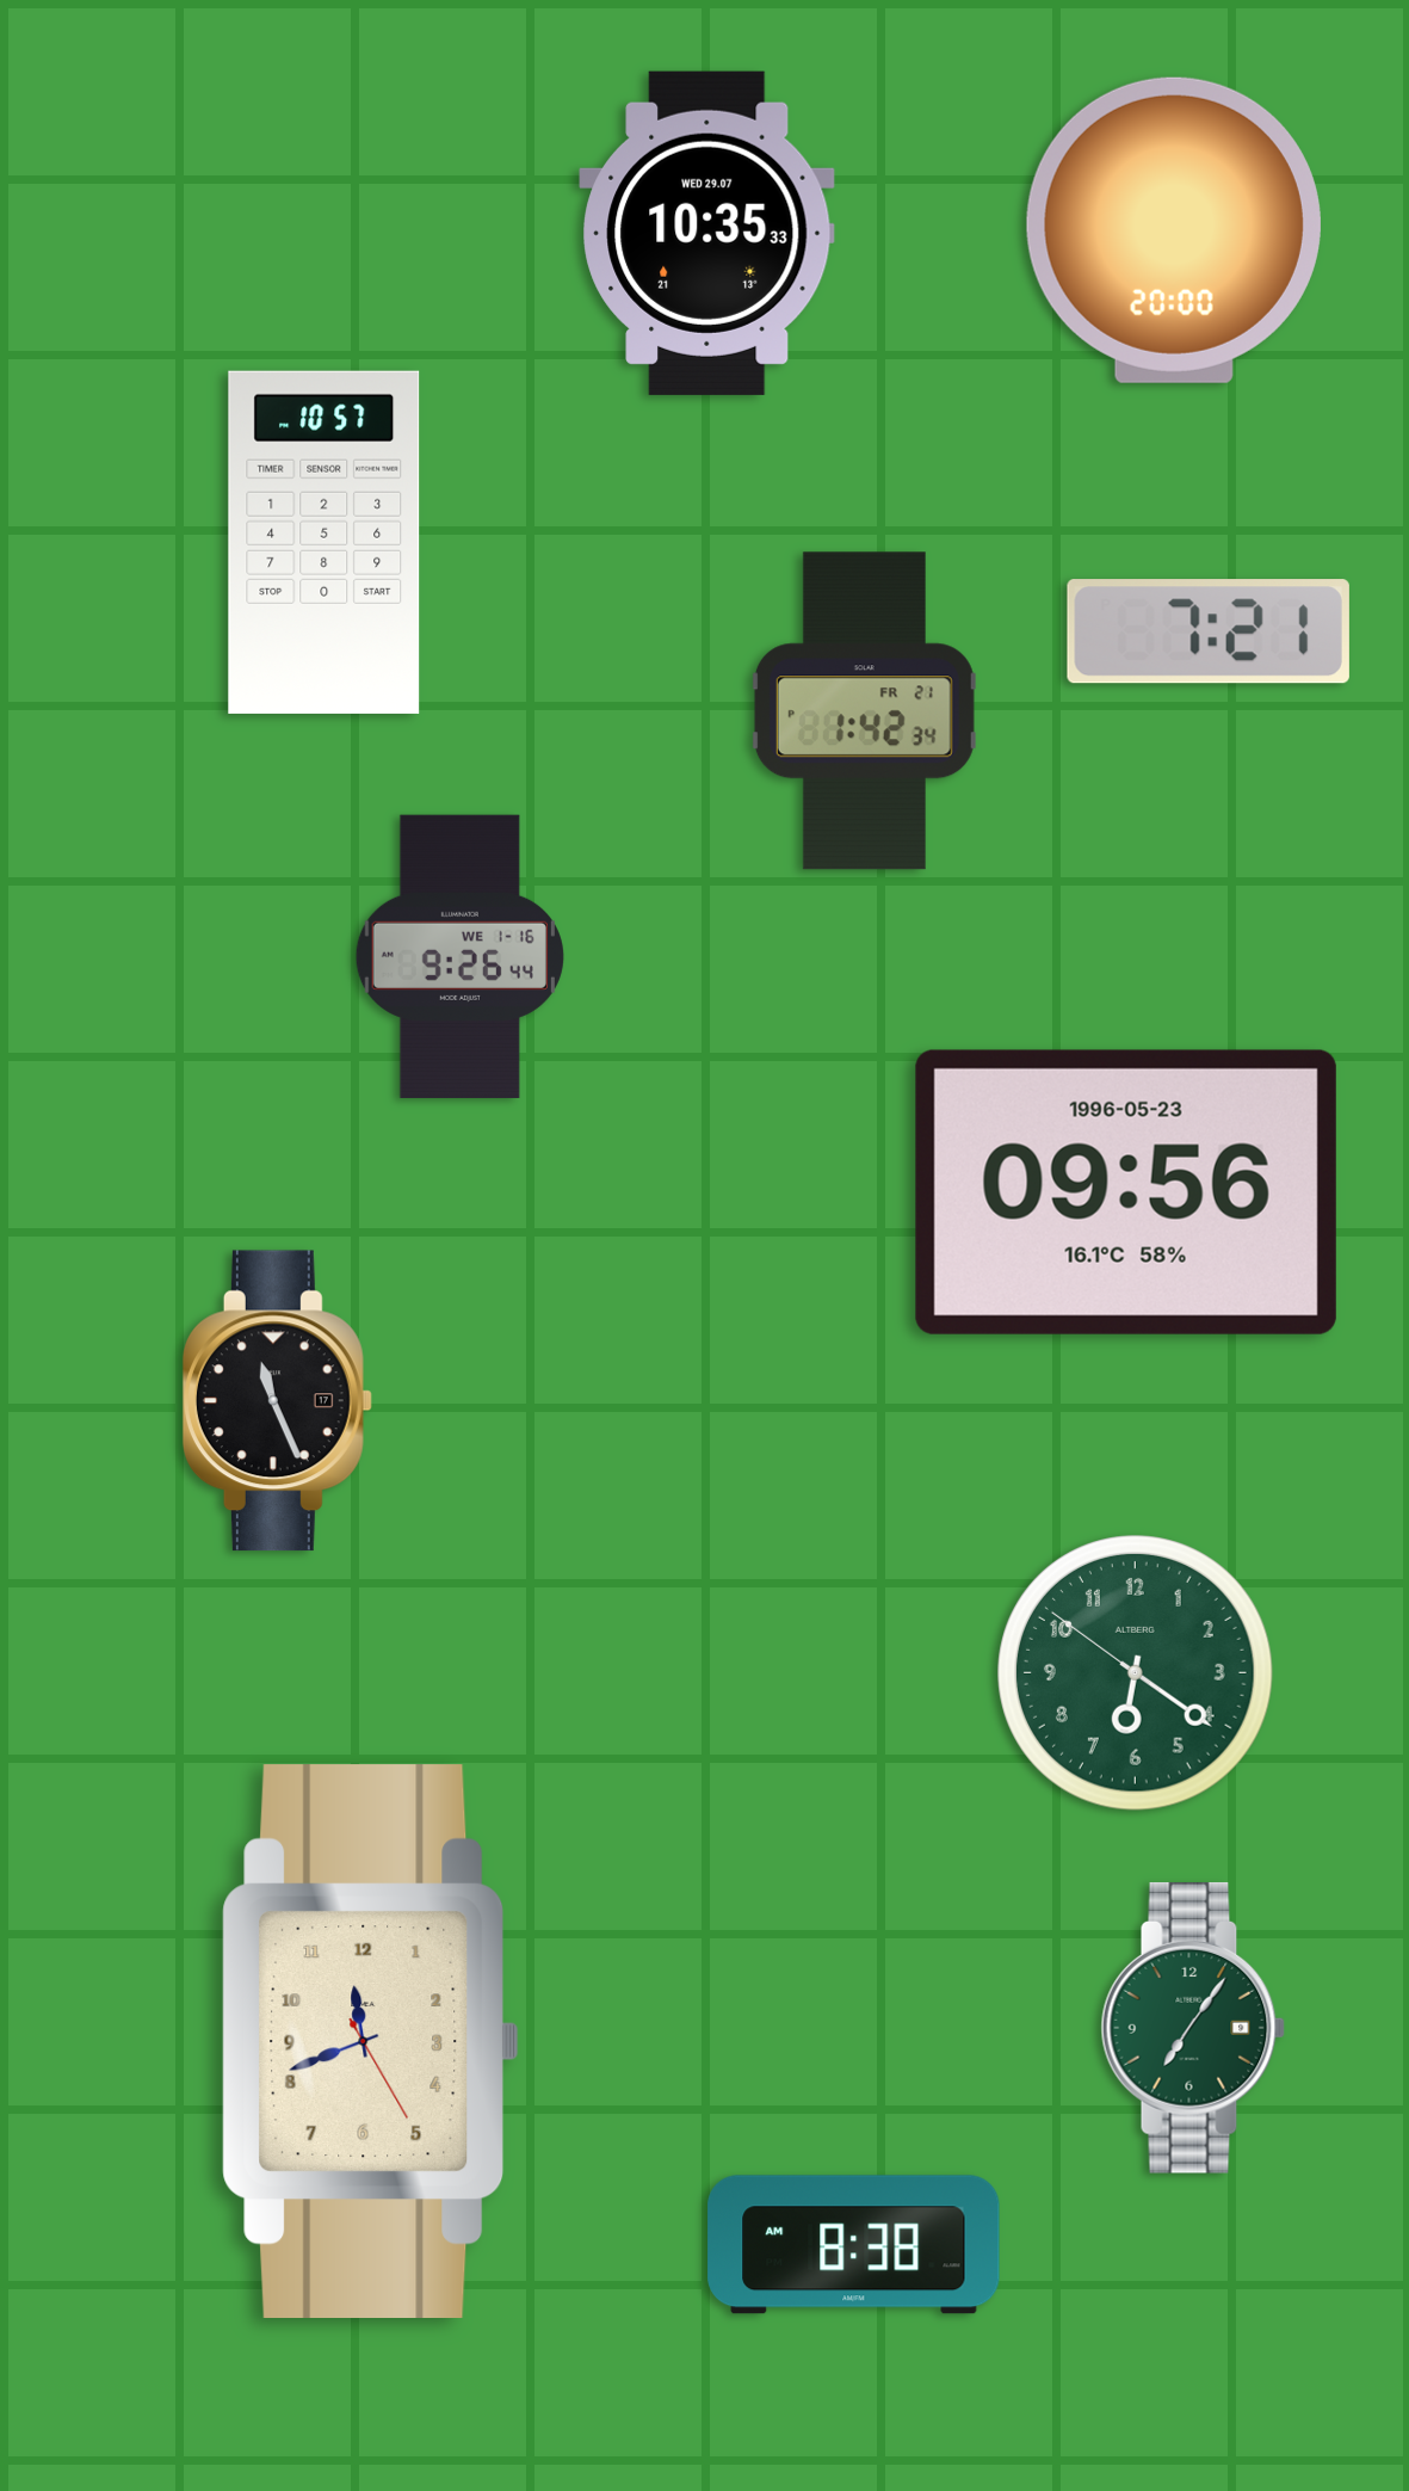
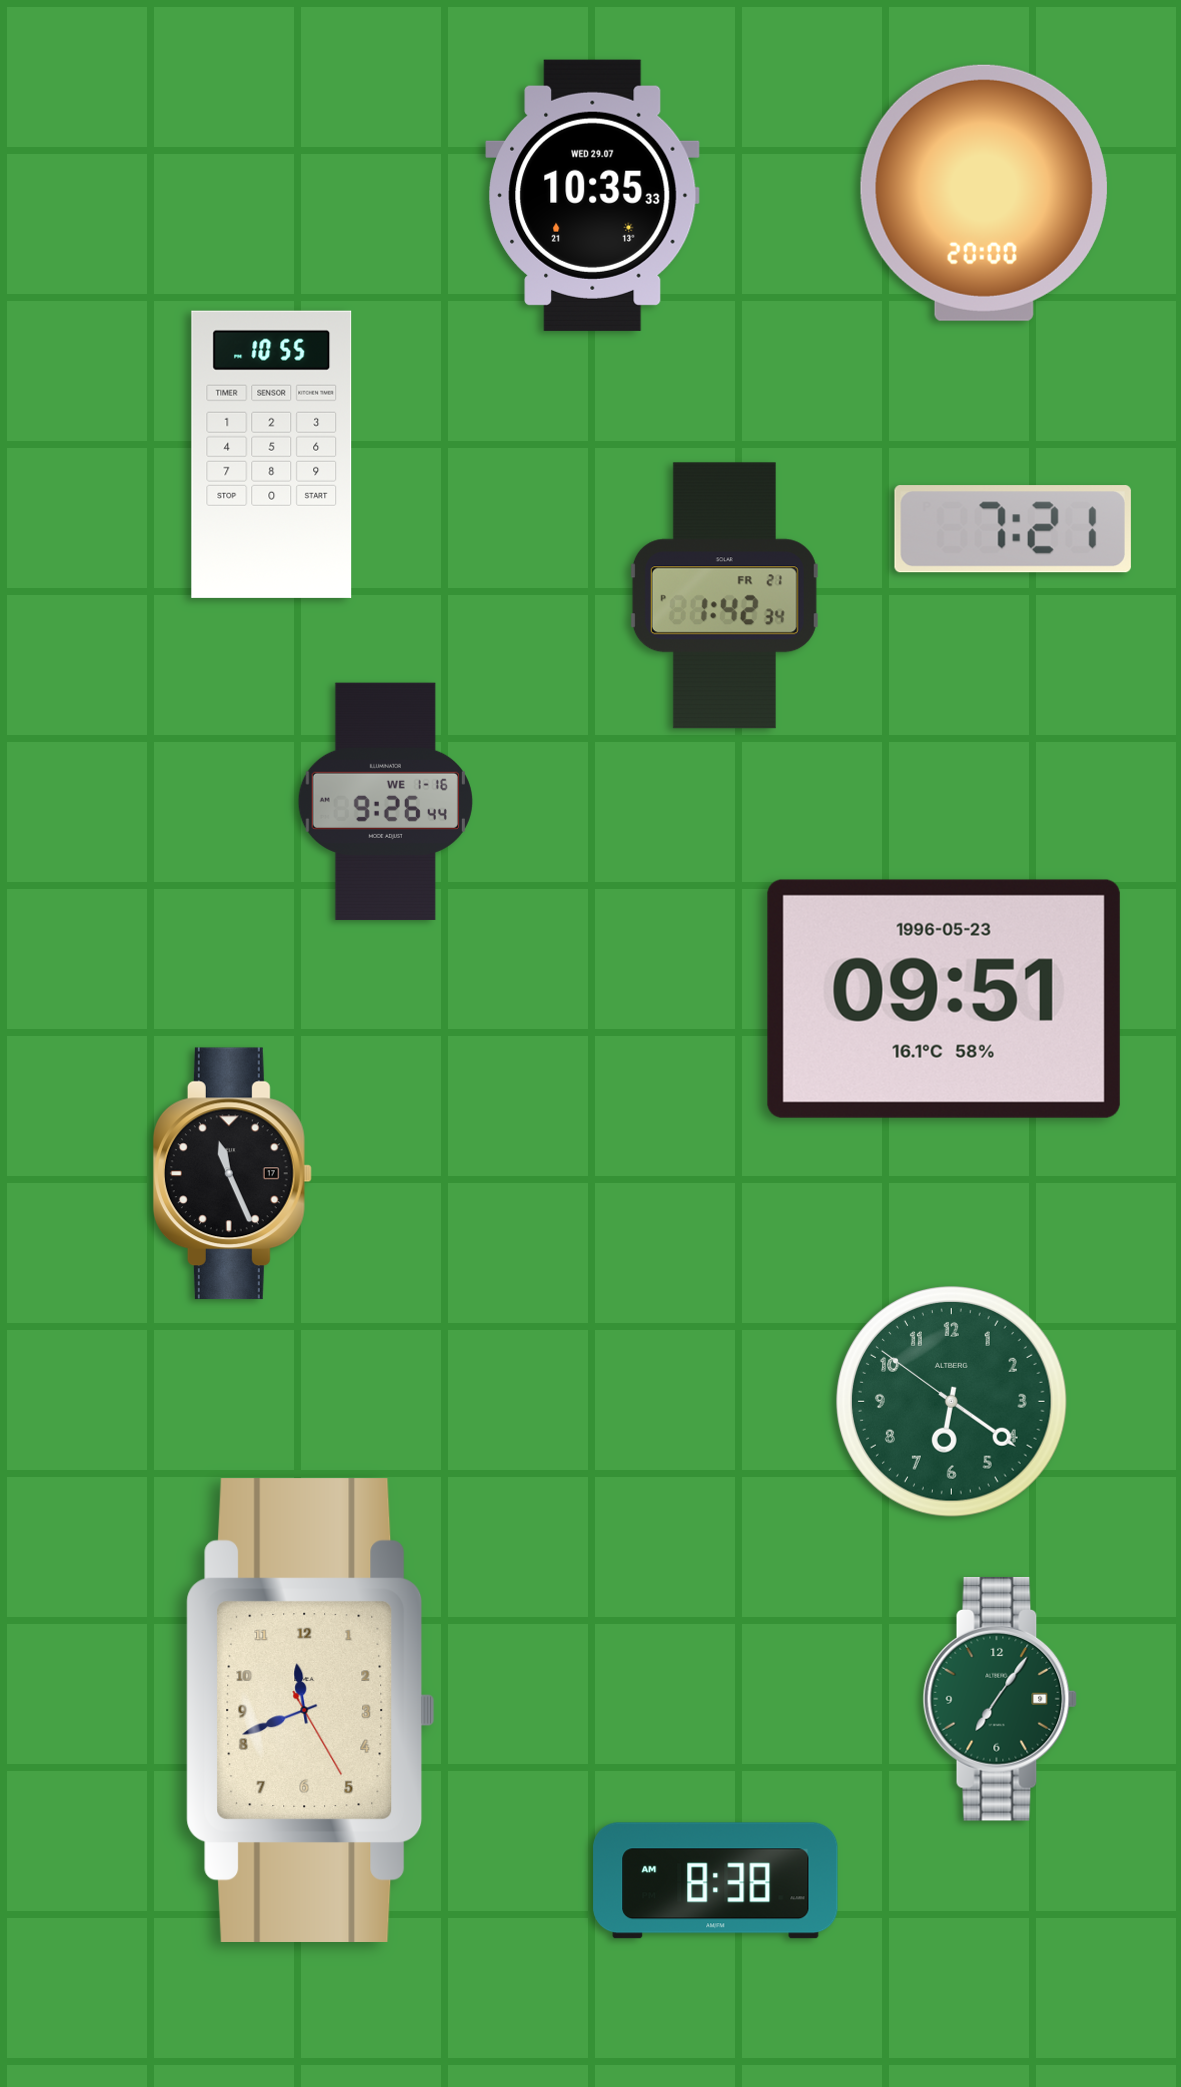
clock at (325, 542): 10:57 -> 10:55
clock at (1126, 1192): 09:56 -> 09:51
